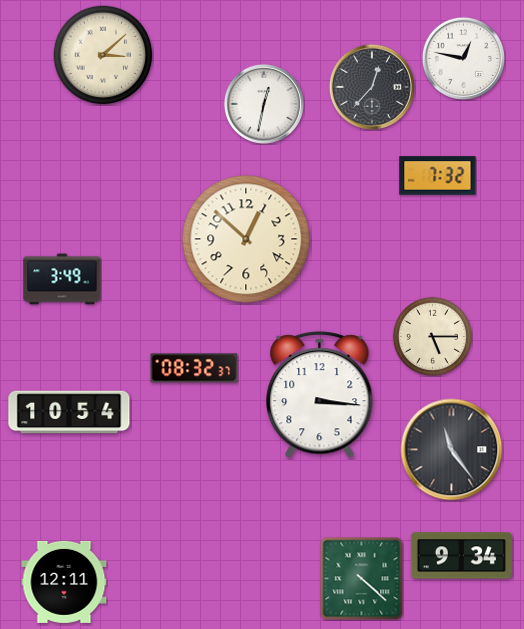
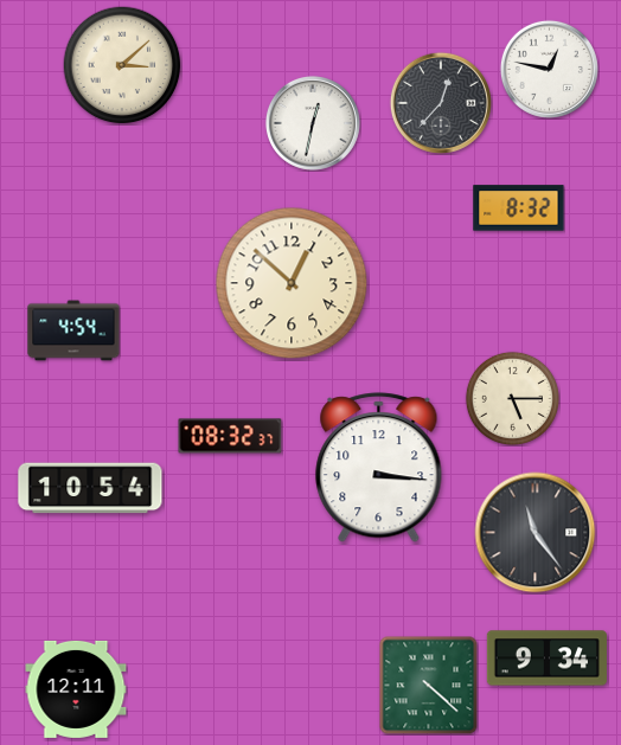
clock at (438, 176): 7:32 -> 8:32
clock at (62, 279): 3:49 -> 4:54
clock at (69, 412) position: (69, 412) -> (90, 488)
